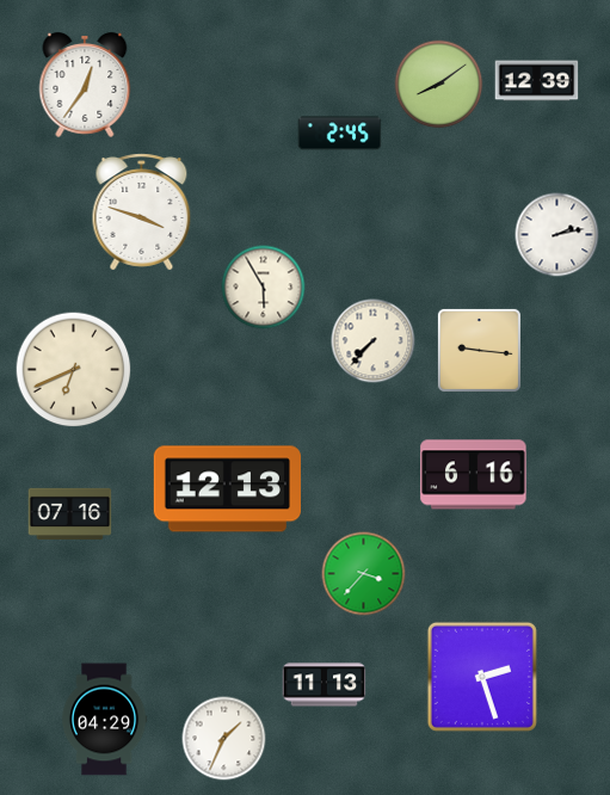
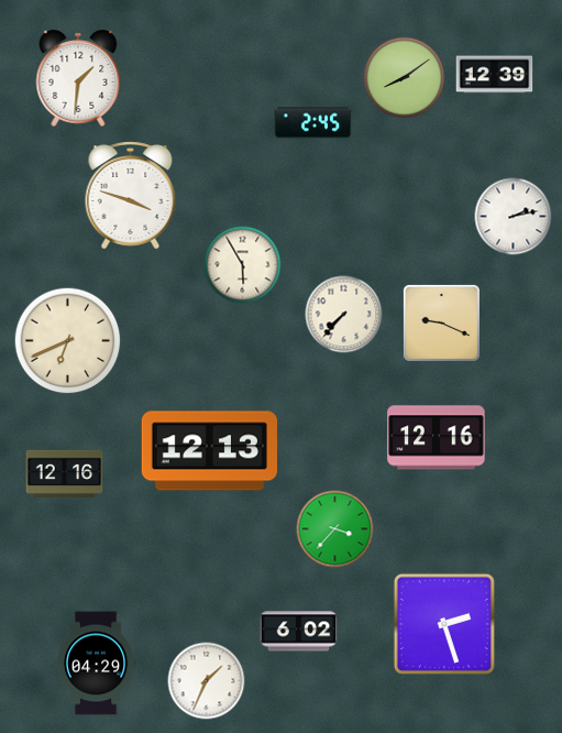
clock at (85, 86): 12:36 -> 1:31
clock at (479, 350): 9:16 -> 9:19
clock at (474, 475): 6:16 -> 12:16
clock at (70, 513): 07:16 -> 12:16
clock at (325, 685): 11:13 -> 6:02
